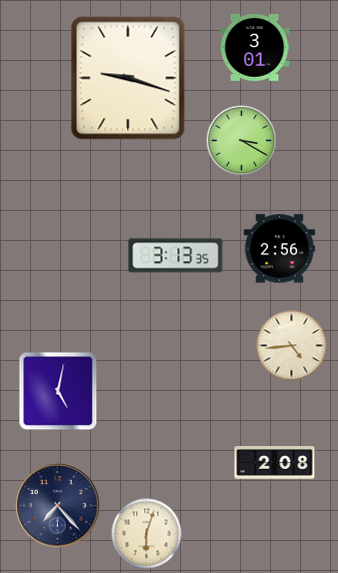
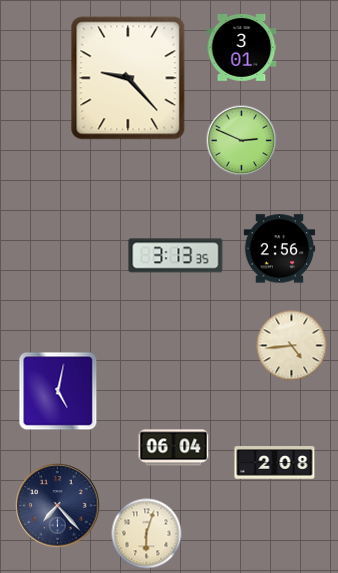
clock at (255, 48) position: (255, 48) -> (242, 48)
clock at (128, 78): 9:18 -> 9:23
clock at (242, 141): 3:20 -> 2:49
clock at (174, 448): none -> 06:04
